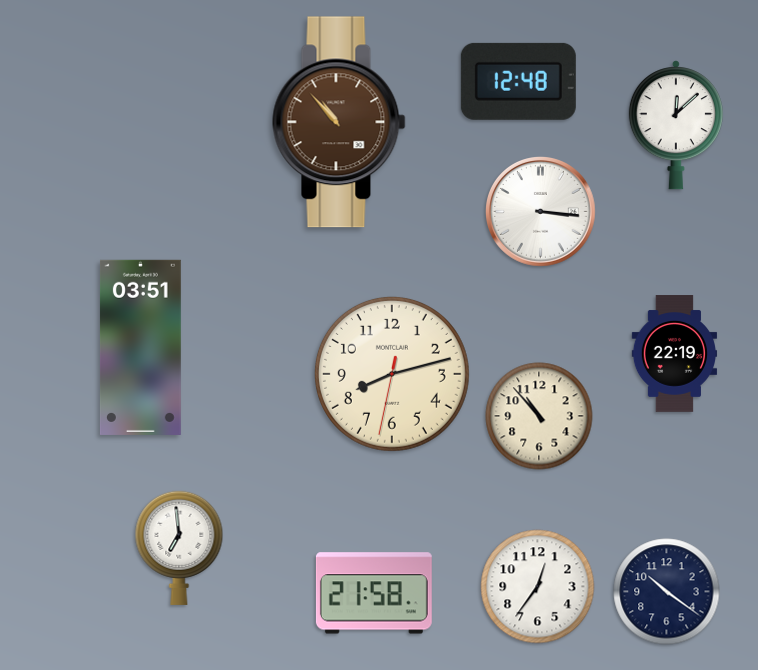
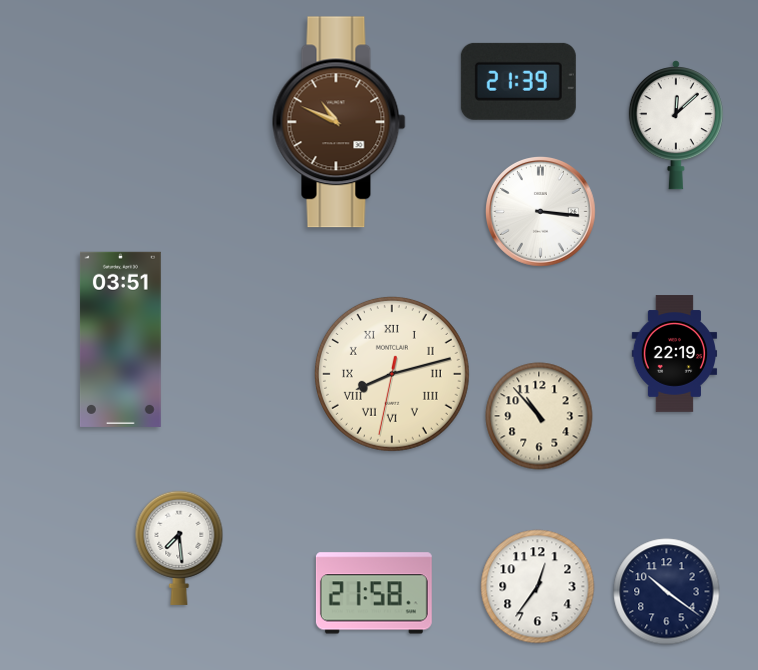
clock at (518, 81): 12:48 -> 21:39
clock at (339, 122): 10:53 -> 10:49
clock at (140, 347) position: (140, 347) -> (120, 339)
clock at (392, 374) numerals: Arabic -> Roman
clock at (179, 548): 6:59 -> 7:29
